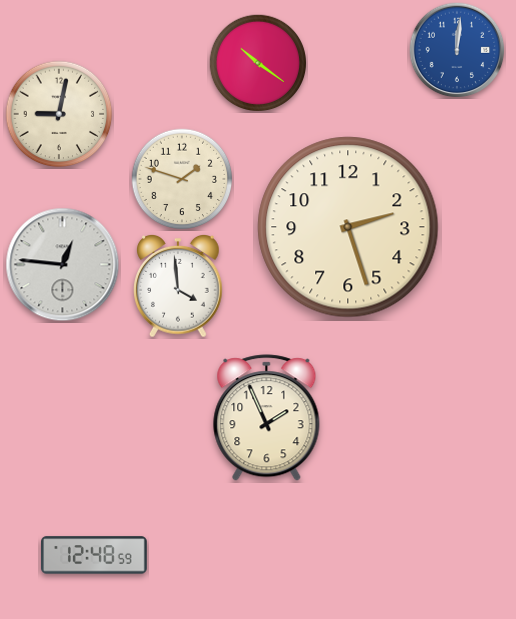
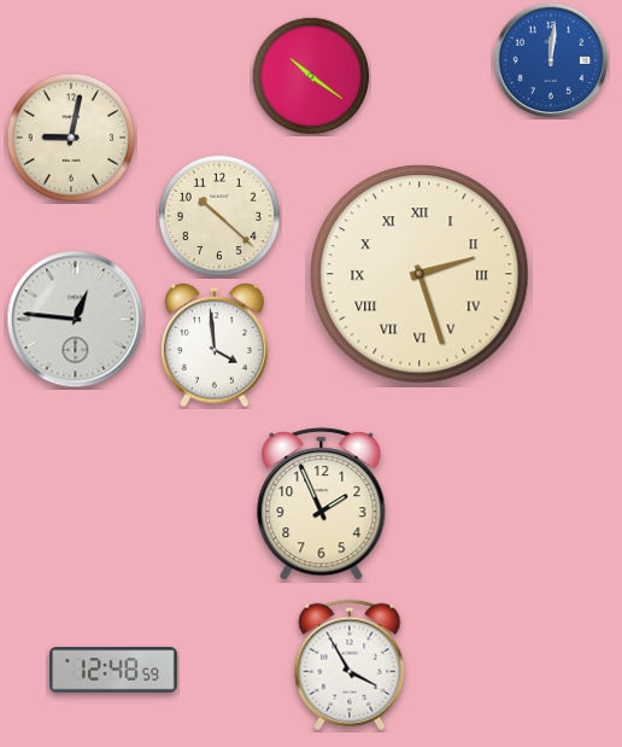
clock at (182, 179): 1:48 -> 10:22
clock at (348, 227) numerals: Arabic -> Roman
clock at (350, 665): none -> 3:55
